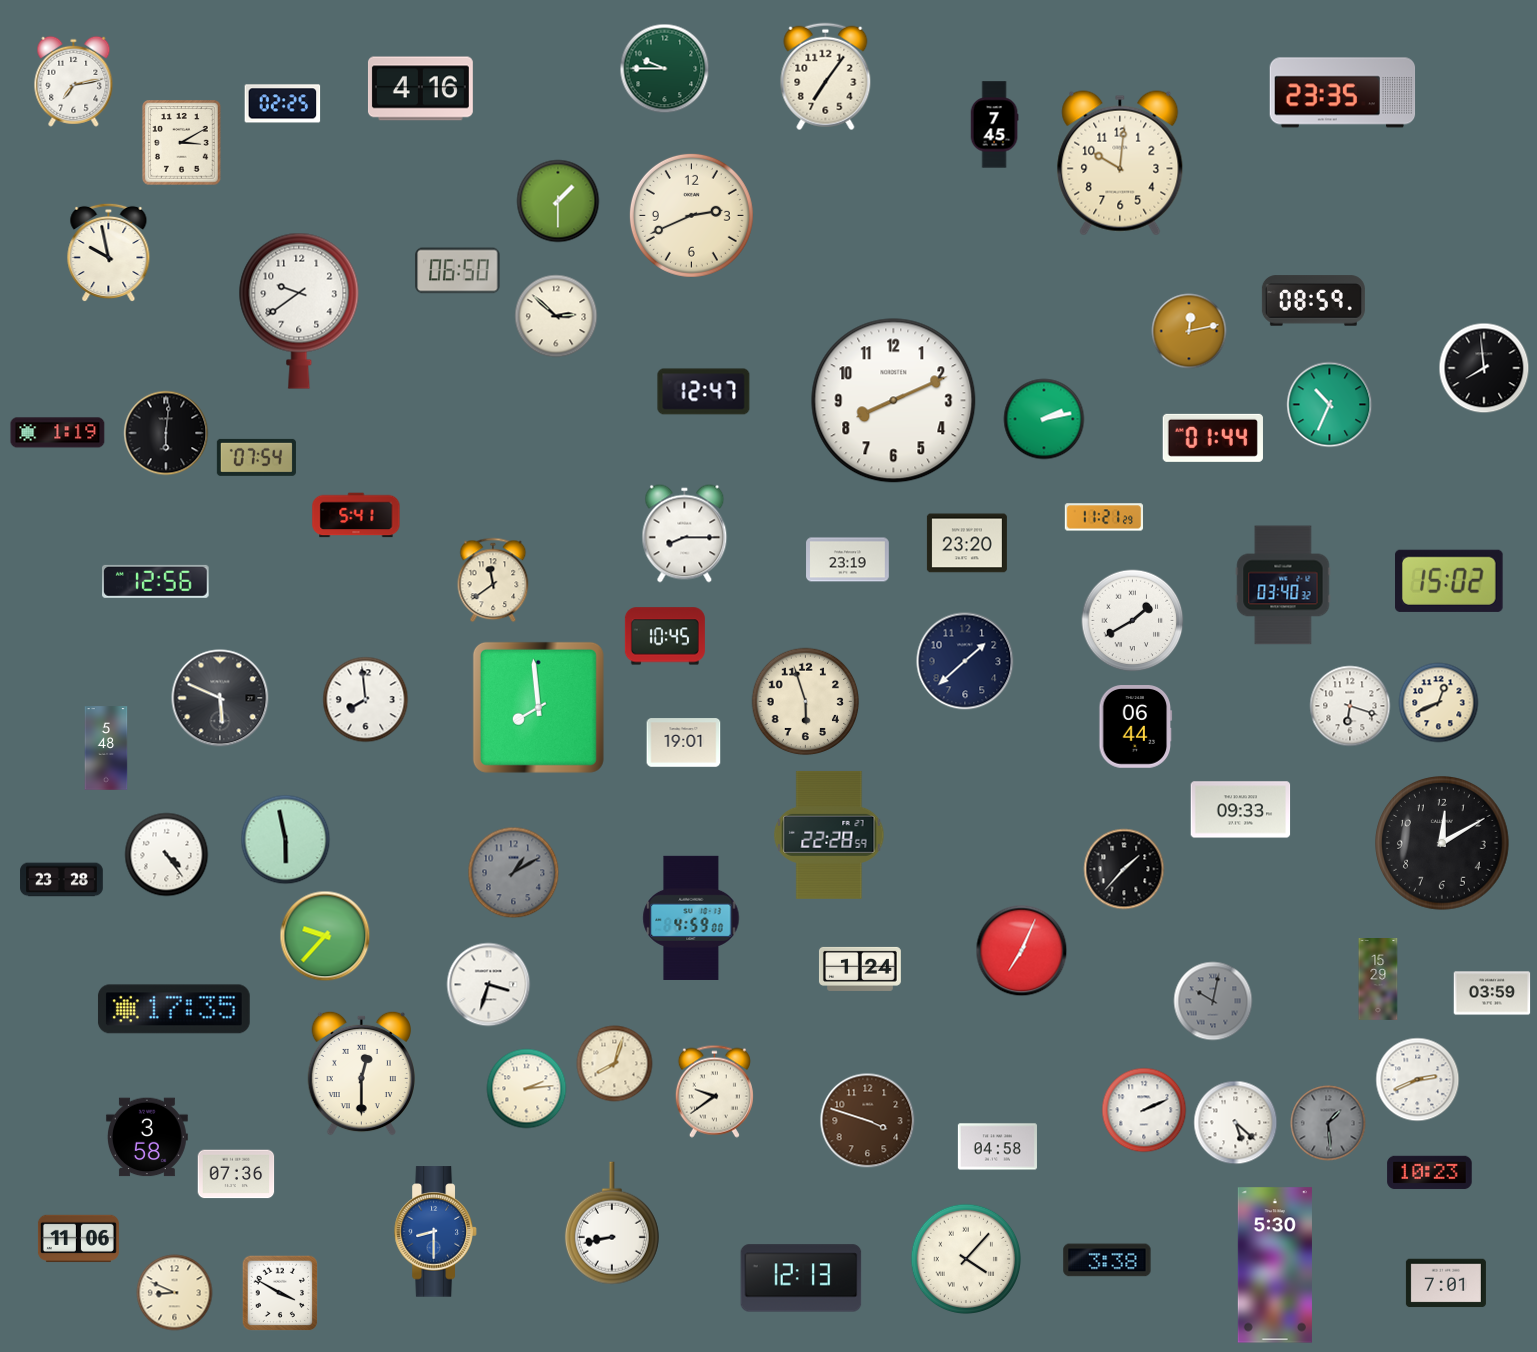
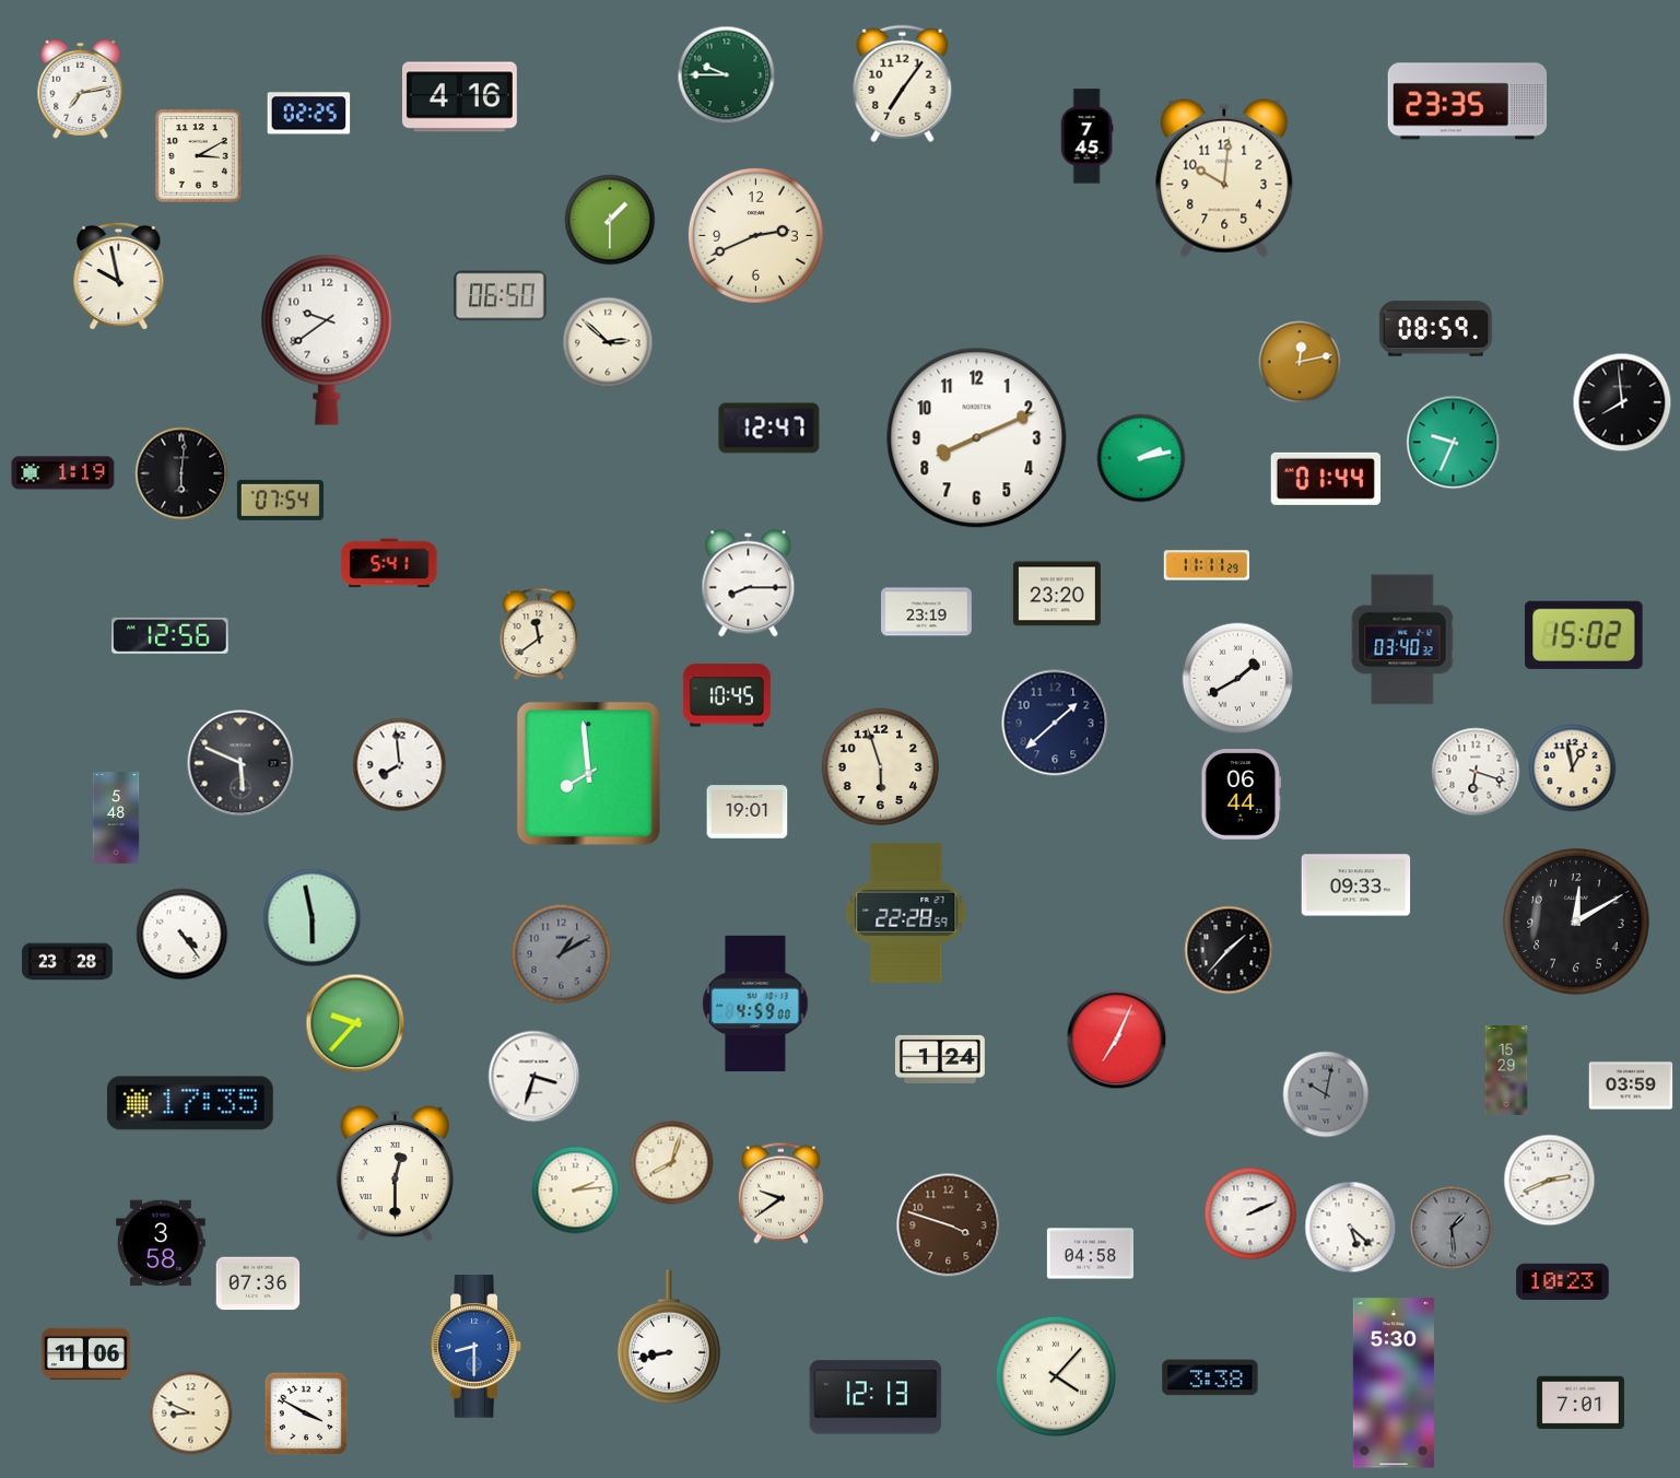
clock at (556, 316) position: (556, 316) -> (608, 342)
clock at (1330, 405): 10:34 -> 9:34
clock at (1103, 517): 11:21 -> 11:11
clock at (1439, 703): 12:41 -> 12:58
